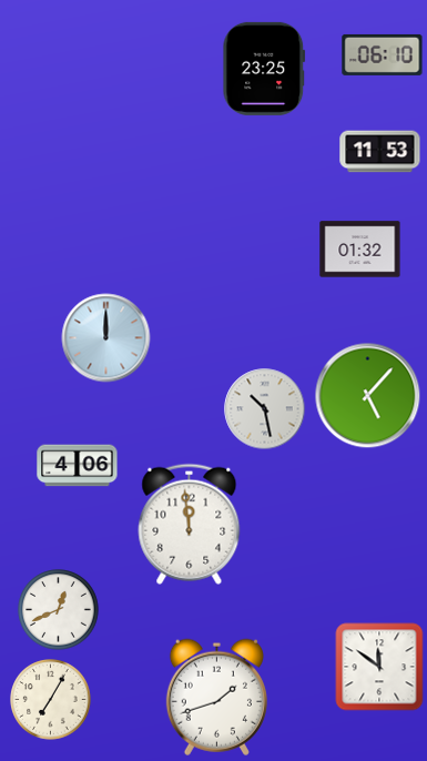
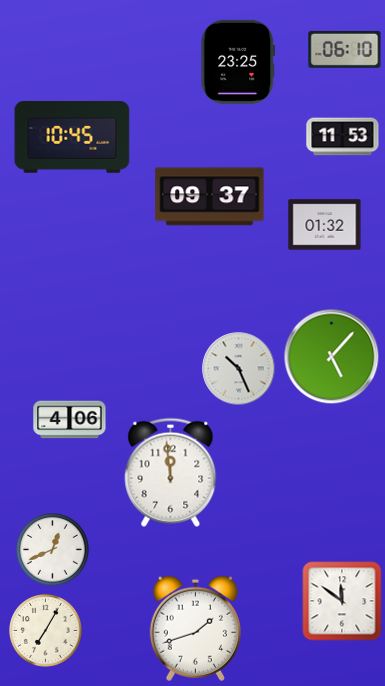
clock at (72, 137): none -> 10:45
clock at (210, 197): none -> 09:37
clock at (106, 338): 12:00 -> none
clock at (265, 409): 10:28 -> 10:26
